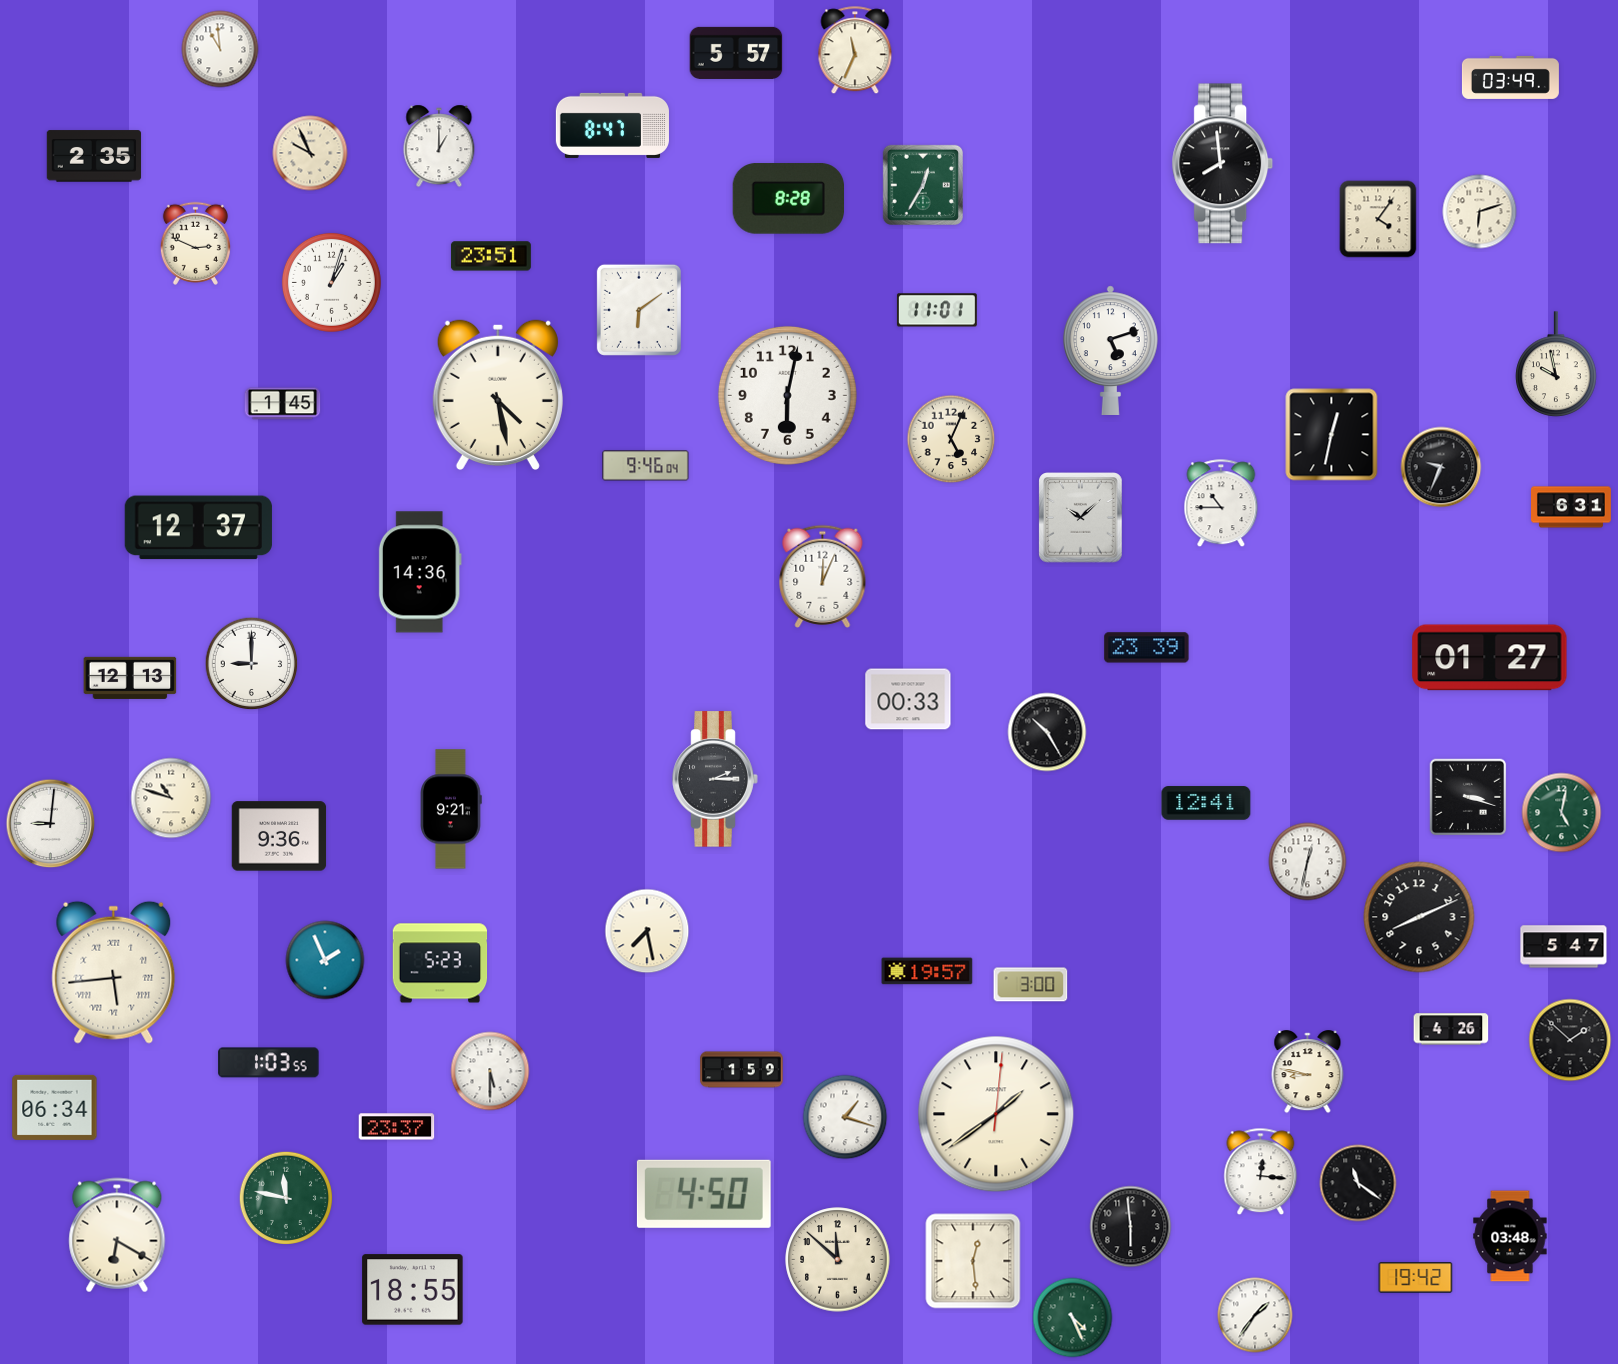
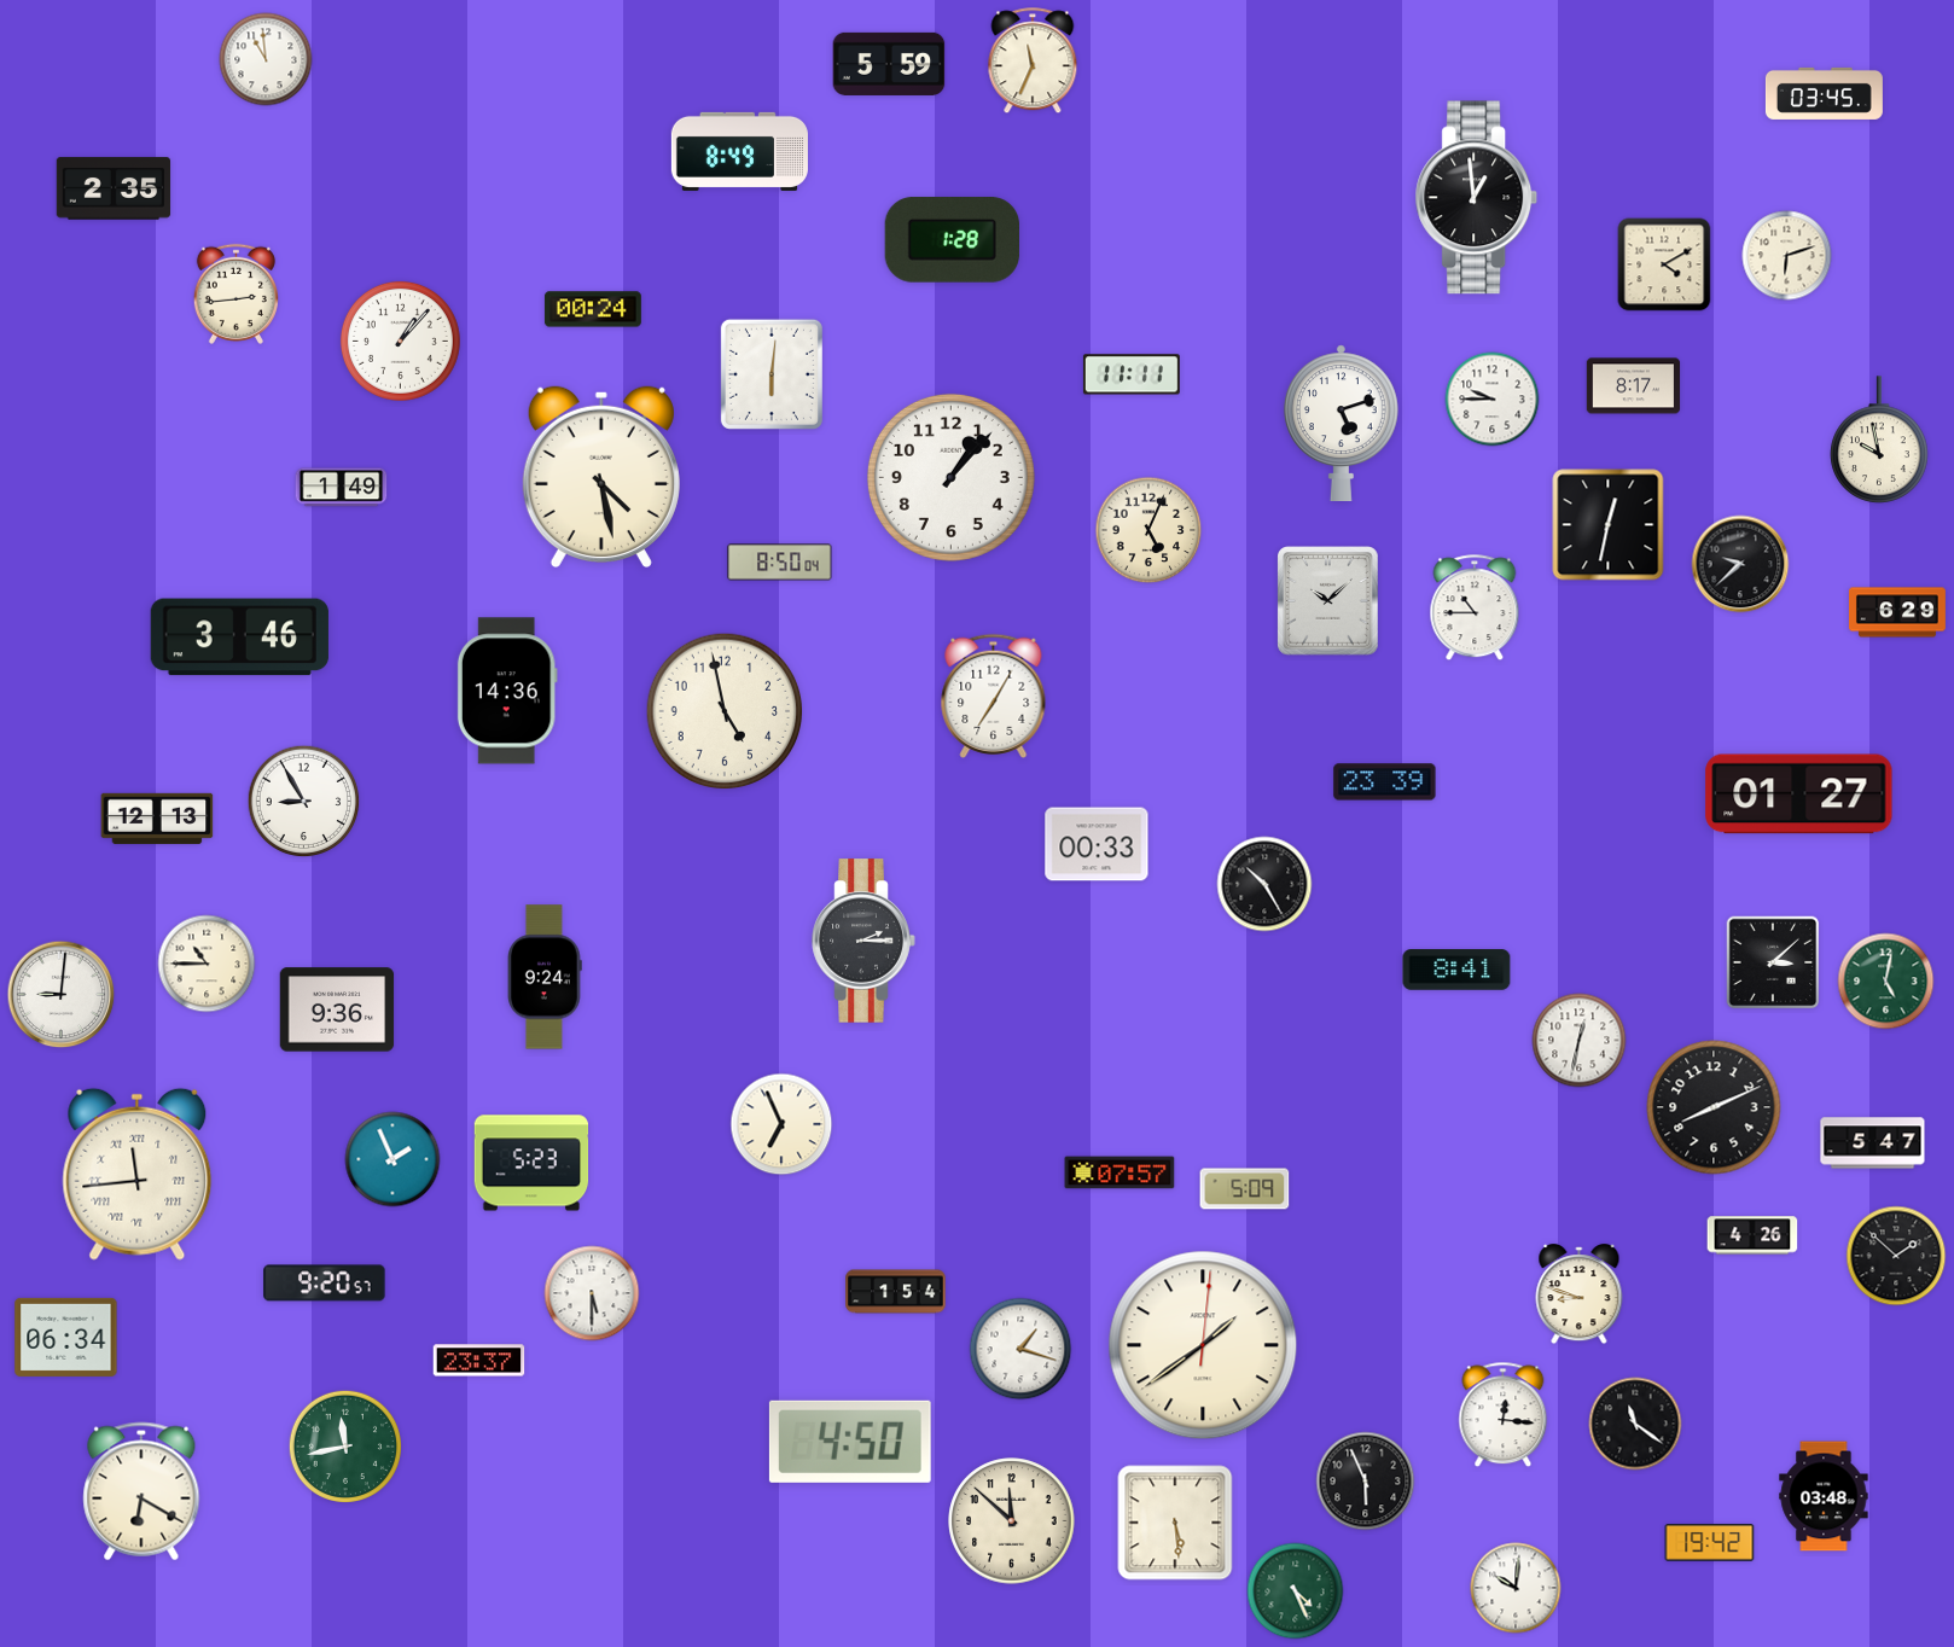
clock at (736, 53): 5:57 -> 5:59
clock at (1510, 77): 03:49 -> 03:45
clock at (612, 125): 8:47 -> 8:49
clock at (439, 146): 1:00 -> none
clock at (310, 153): 9:56 -> none
clock at (1223, 164): 7:59 -> 12:59
clock at (923, 185): 12:35 -> none
clock at (788, 199): 8:28 -> 1:28
clock at (1378, 219): 4:06 -> 4:10
clock at (195, 243): 2:49 -> 2:44
clock at (491, 256): 23:51 -> 00:24
clock at (331, 282): 1:03 -> 1:07
clock at (639, 310): 6:09 -> 6:01
clock at (937, 310): 11:01 -> 11:11
clock at (1634, 386): none -> 8:17
clock at (1493, 400): none -> 9:45
clock at (787, 395): 6:02 -> 1:07
clock at (283, 404): 1:45 -> 1:49
clock at (646, 466): 9:46 -> 8:50
clock at (1441, 467): 9:34 -> 9:38
clock at (1572, 507): 6:31 -> 6:29
clock at (1081, 518) position: (1081, 518) -> (1328, 601)
clock at (198, 528): 12:37 -> 3:46
clock at (823, 576): 12:04 -> 7:05
clock at (725, 711): none -> 4:58
clock at (252, 664): 9:00 -> 8:55
clock at (1468, 797): 3:18 -> 3:08
clock at (171, 798): 10:48 -> 10:45
clock at (1206, 803): 12:41 -> 8:41
clock at (452, 809): 9:21 -> 9:24
clock at (647, 931): 7:28 -> 6:56
clock at (1564, 947) position: (1564, 947) -> (1873, 1143)
clock at (927, 971): 19:57 -> 07:57
clock at (114, 972): 5:44 -> 11:44
clock at (1031, 985): 3:00 -> 5:09
clock at (1451, 1029) position: (1451, 1029) -> (1752, 1235)
clock at (269, 1063): 1:03 -> 9:20
clock at (742, 1070): 1:59 -> 1:54
clock at (1308, 1072): 8:47 -> 8:48
clock at (1261, 1172) position: (1261, 1172) -> (1504, 1415)
clock at (1358, 1183) position: (1358, 1183) -> (1635, 1424)
clock at (285, 1197): 11:47 -> 11:43
clock at (1131, 1227): 5:59 -> 5:56
clock at (1510, 1236) position: (1510, 1236) -> (1824, 1496)
clock at (973, 1261): 12:29 -> 5:29
clock at (413, 1290): 18:55 -> none
clock at (1255, 1315): 1:36 -> 10:01
